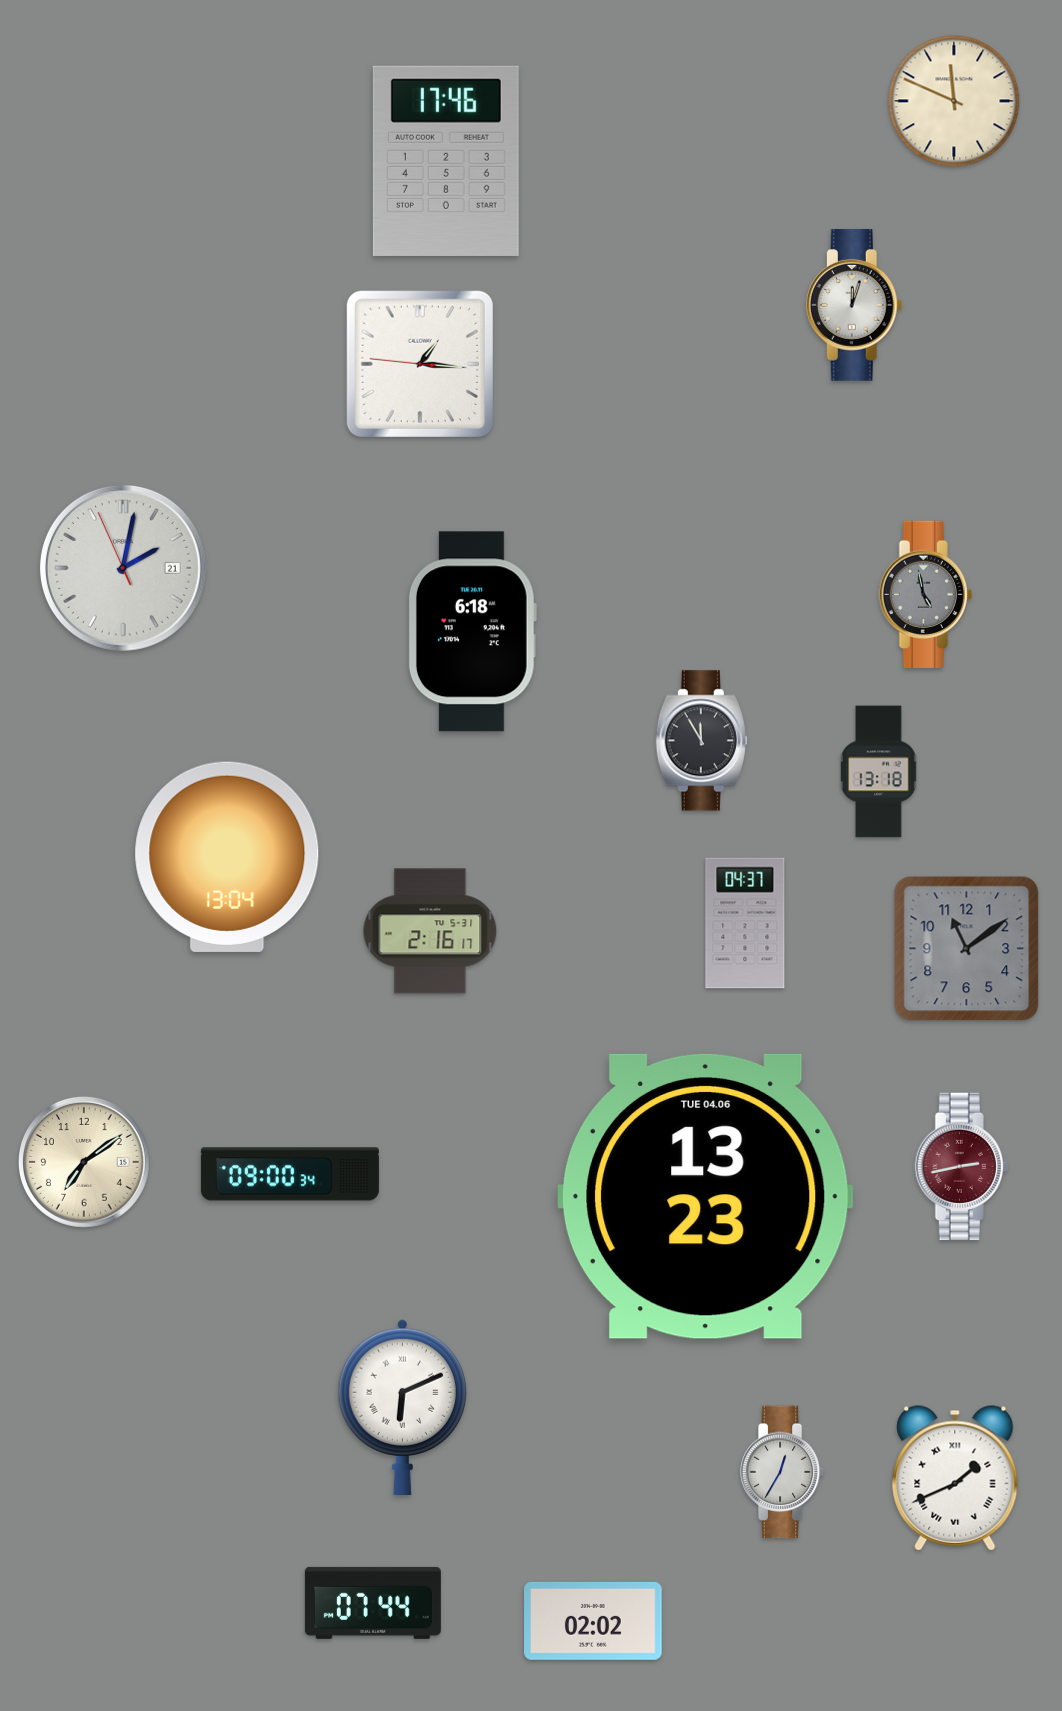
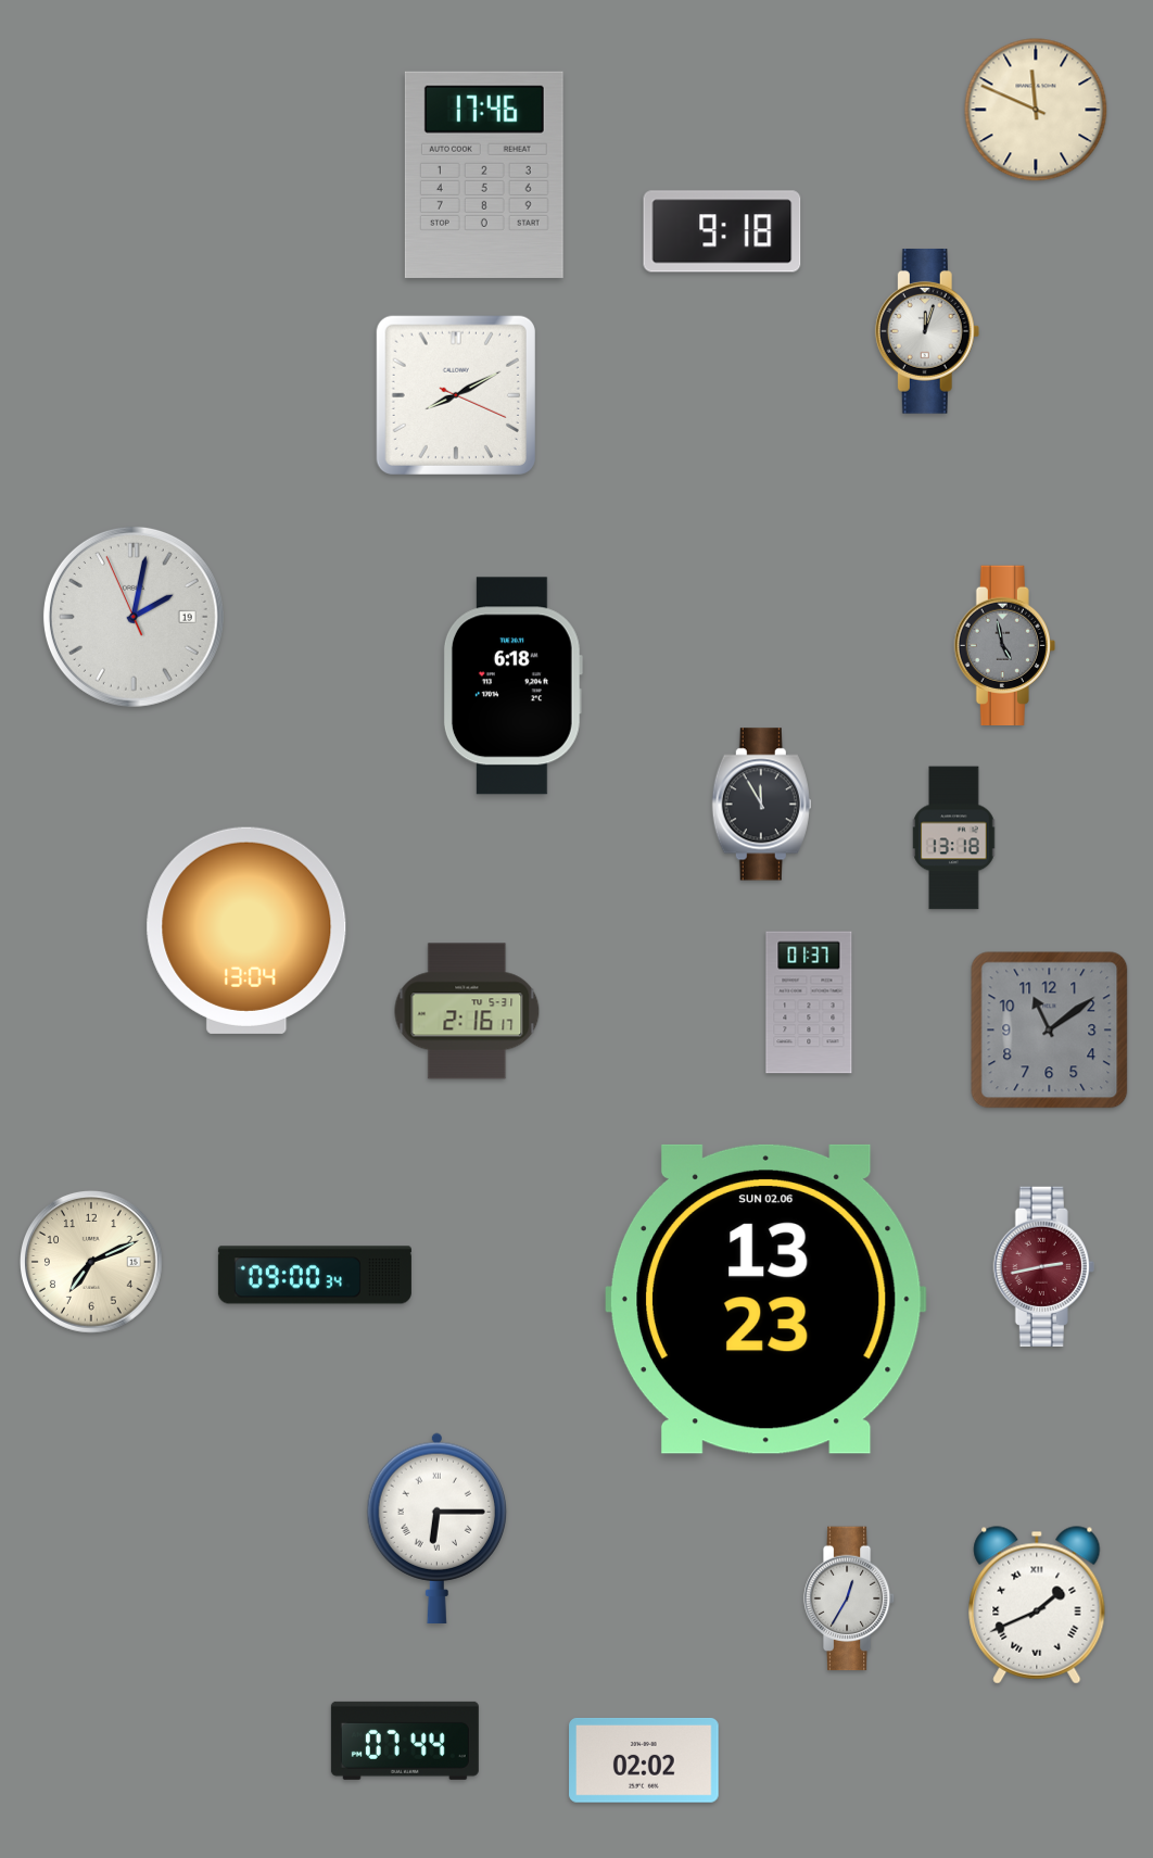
clock at (722, 231): none -> 9:18
clock at (420, 364): 1:15 -> 8:10
clock at (123, 568) date: 21 -> 19
clock at (745, 923): 04:37 -> 01:37
clock at (85, 1163): 7:09 -> 7:11
clock at (705, 1196) date: TUE 04.06 -> SUN 02.06
clock at (402, 1407): 6:11 -> 6:15
